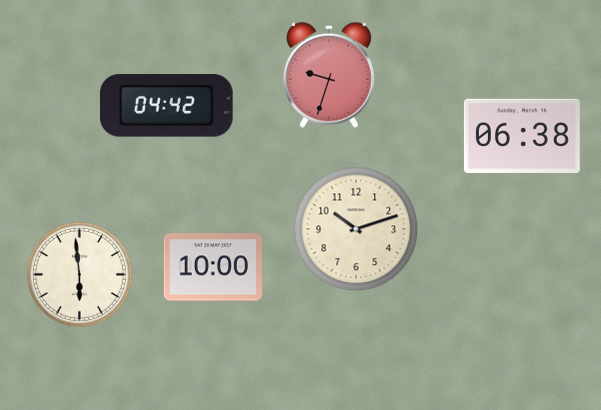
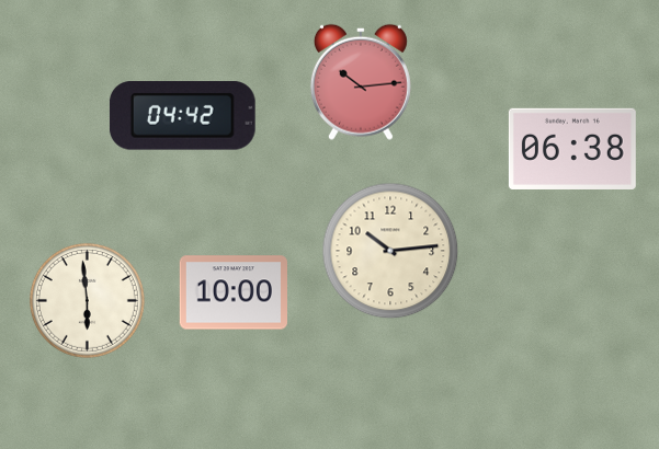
clock at (329, 75): 9:33 -> 10:14
clock at (356, 229): 10:12 -> 10:14
